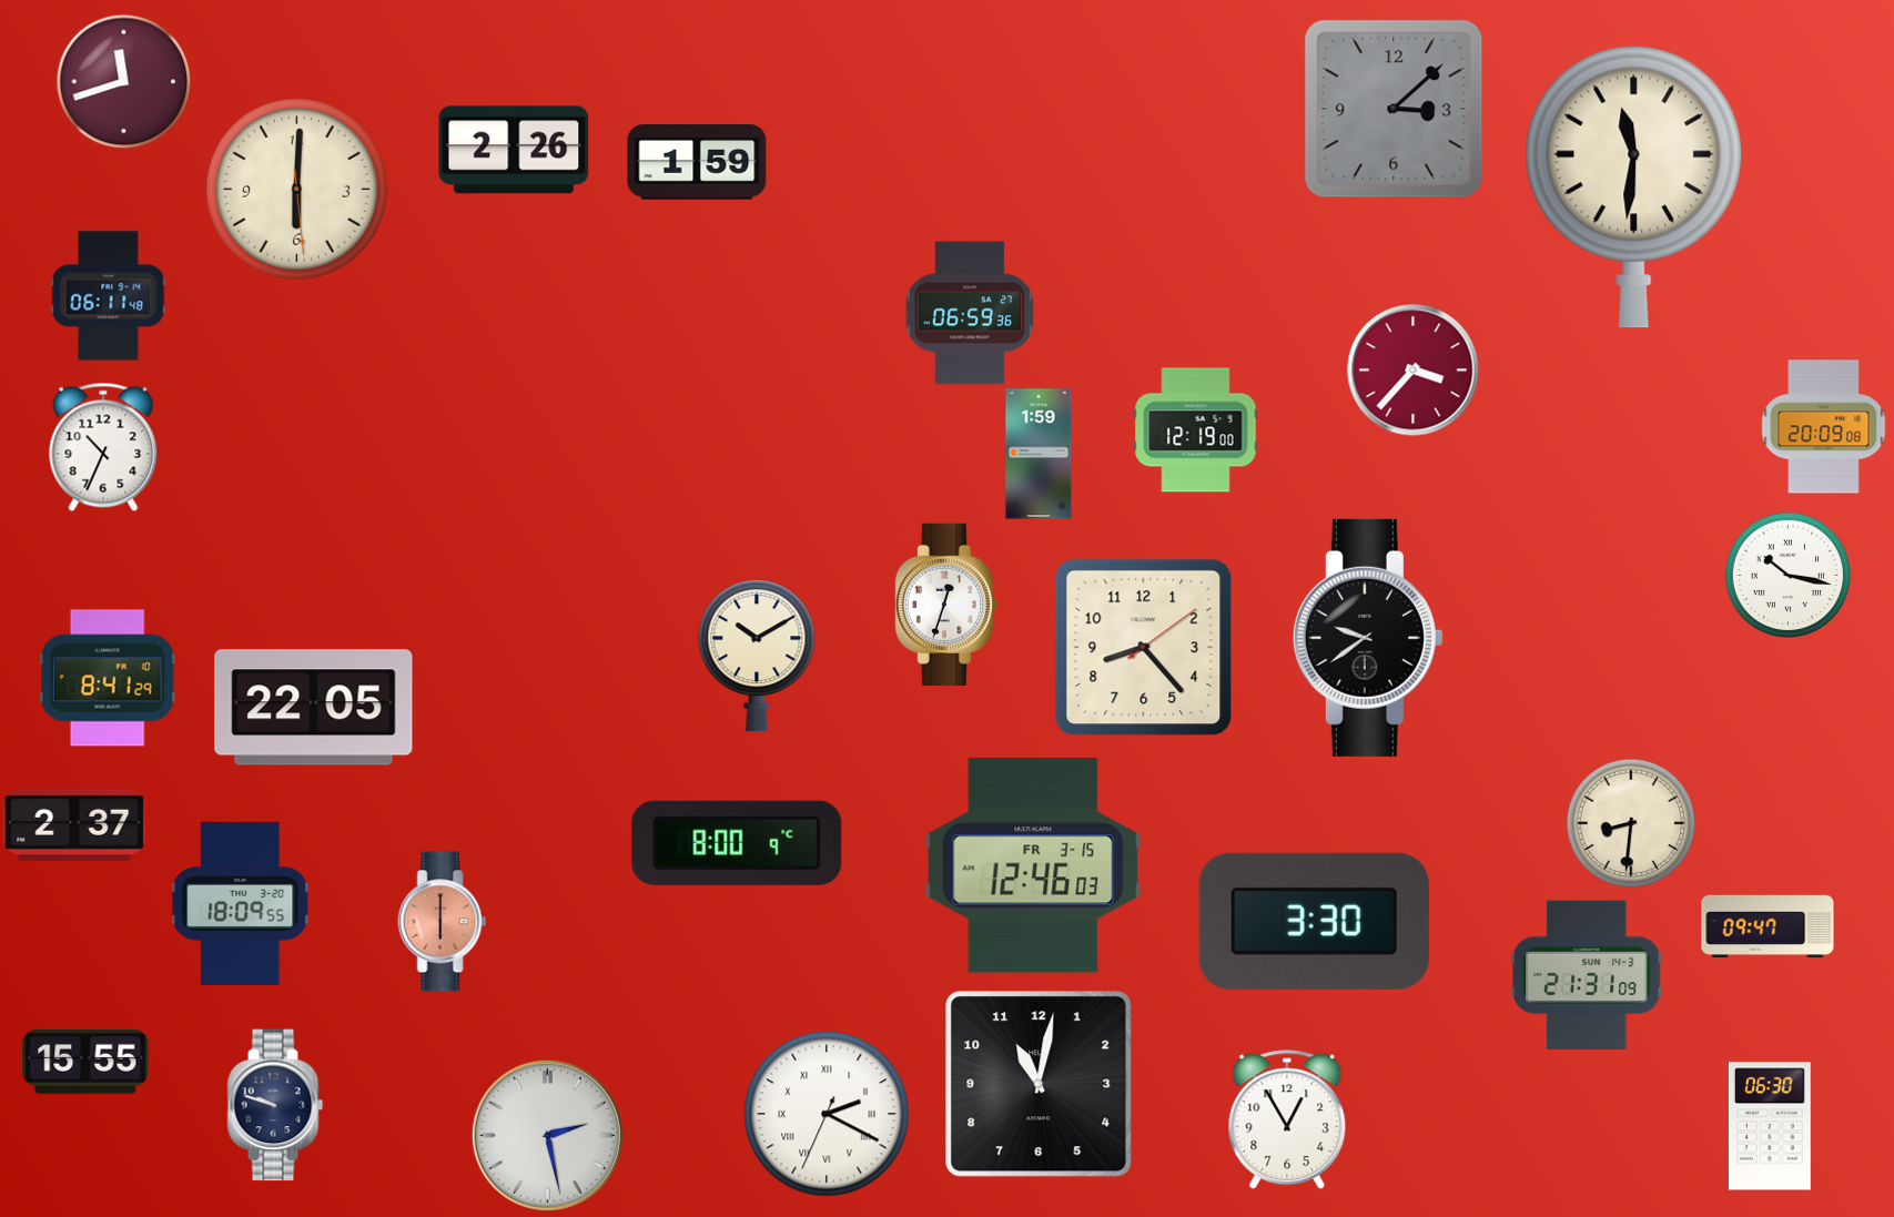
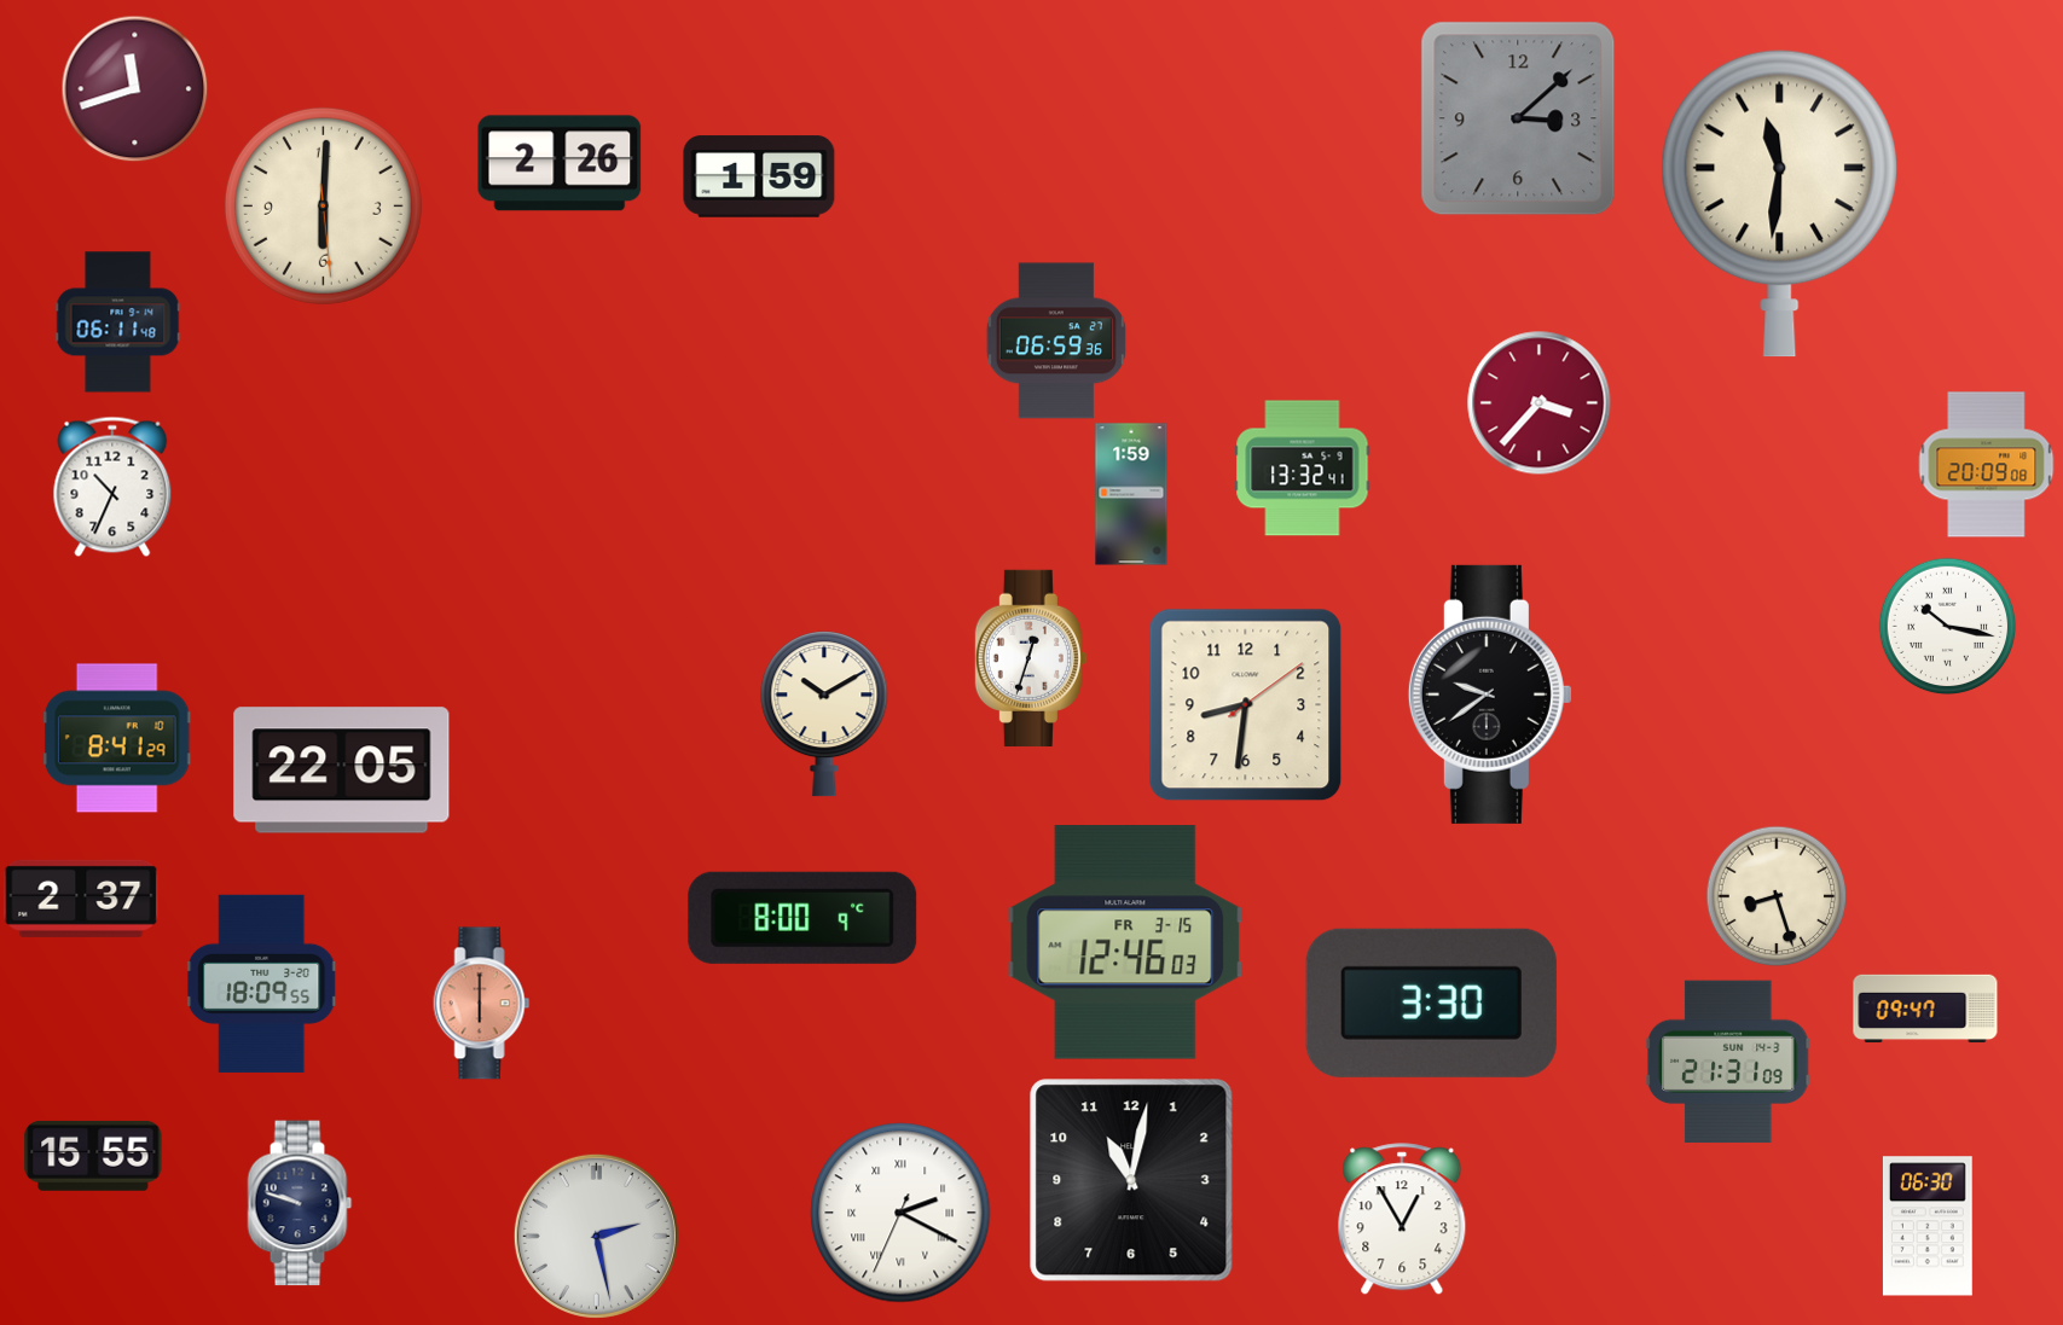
clock at (1196, 430): 12:19 -> 13:32
clock at (1144, 648): 8:23 -> 8:31
clock at (1631, 823): 8:31 -> 8:27
